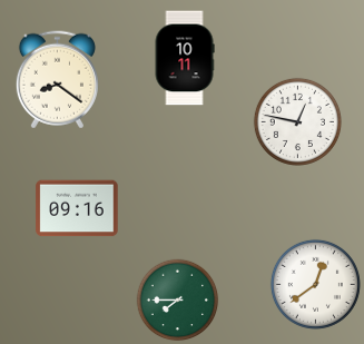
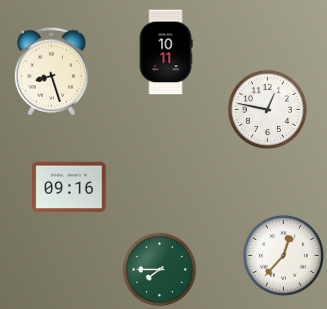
clock at (57, 80): 8:21 -> 8:27
clock at (315, 284): 12:39 -> 12:37
